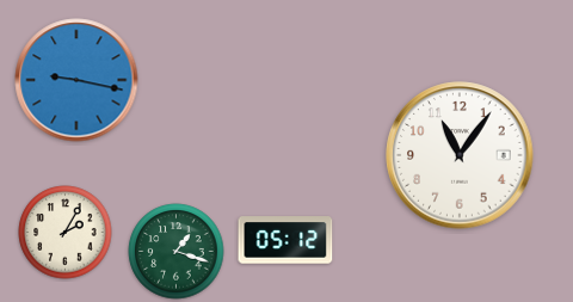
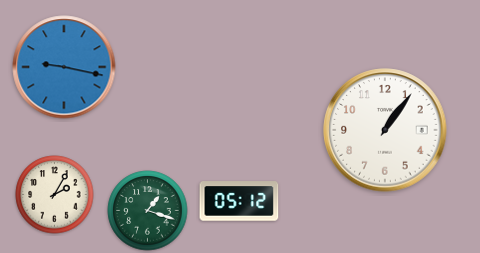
clock at (460, 155): 11:06 -> 1:06
